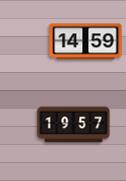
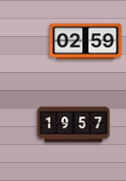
clock at (86, 42): 14:59 -> 02:59
